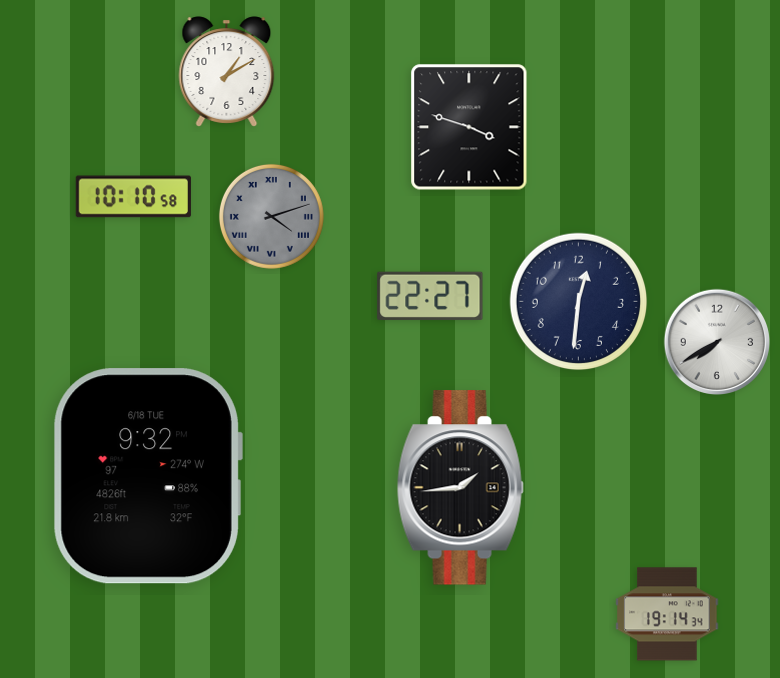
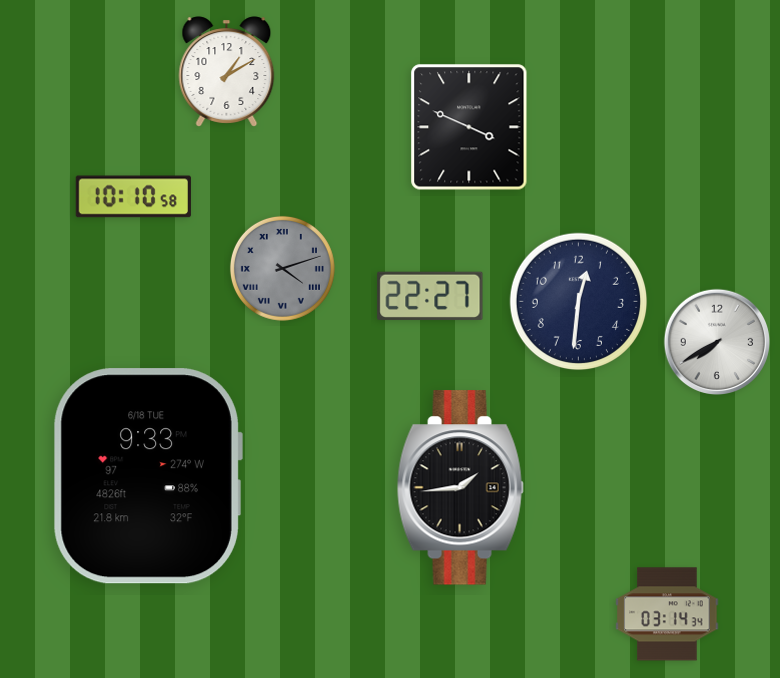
clock at (469, 127): 3:48 -> 3:49
clock at (271, 216) position: (271, 216) -> (282, 268)
clock at (148, 476): 9:32 -> 9:33
clock at (667, 614): 19:14 -> 03:14
